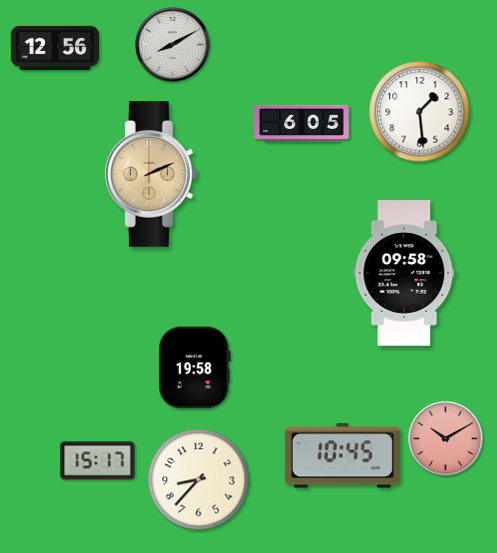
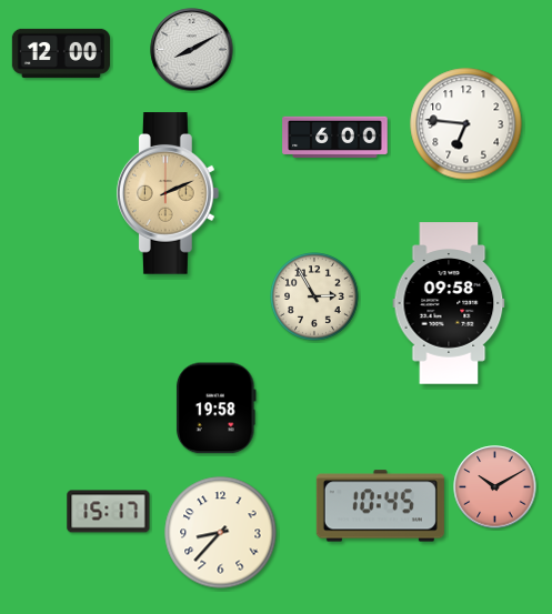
clock at (55, 48): 12:56 -> 12:00
clock at (420, 112): 1:29 -> 6:46
clock at (302, 123): 6:05 -> 6:00
clock at (314, 296): none -> 2:55
